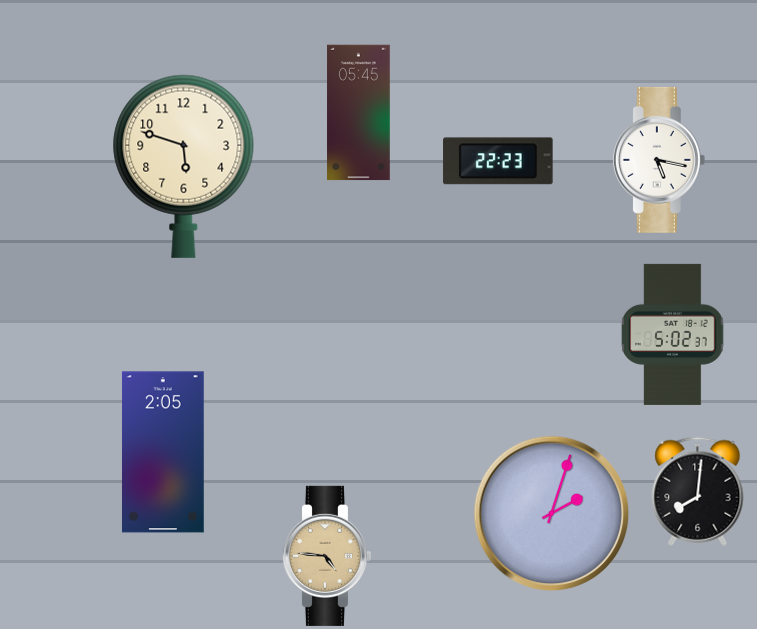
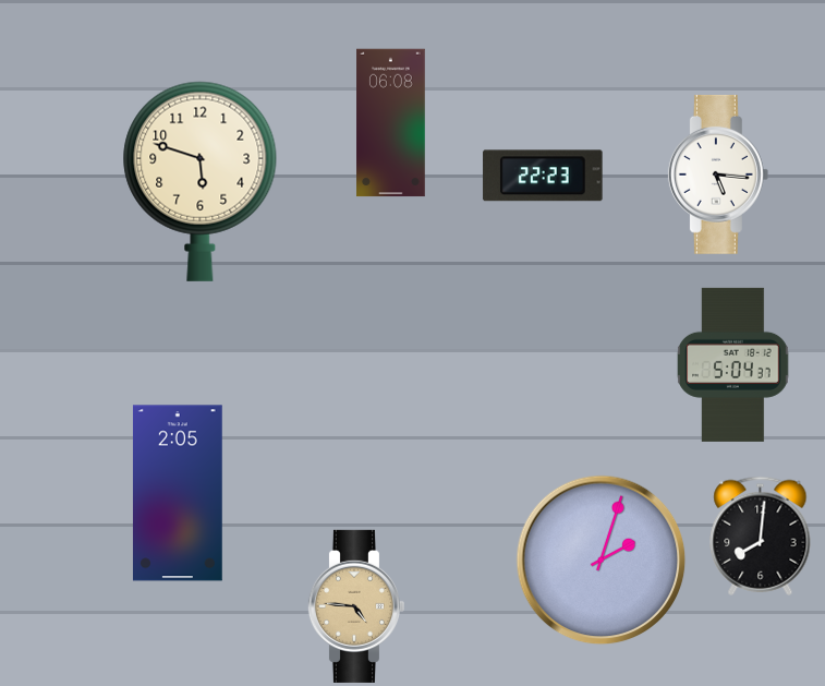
clock at (359, 113): 05:45 -> 06:08
clock at (659, 160): 5:17 -> 5:16
clock at (673, 334): 5:02 -> 5:04
